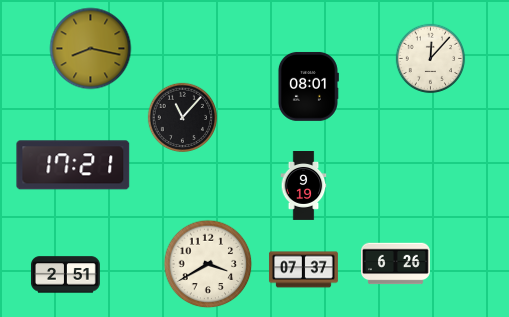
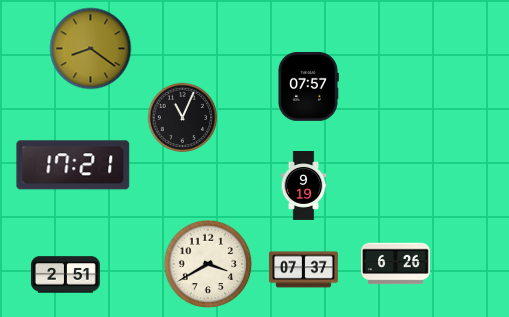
clock at (91, 49): 8:17 -> 8:21
clock at (431, 59): 12:07 -> none
clock at (308, 86): 08:01 -> 07:57
clock at (183, 118): 11:07 -> 11:04
